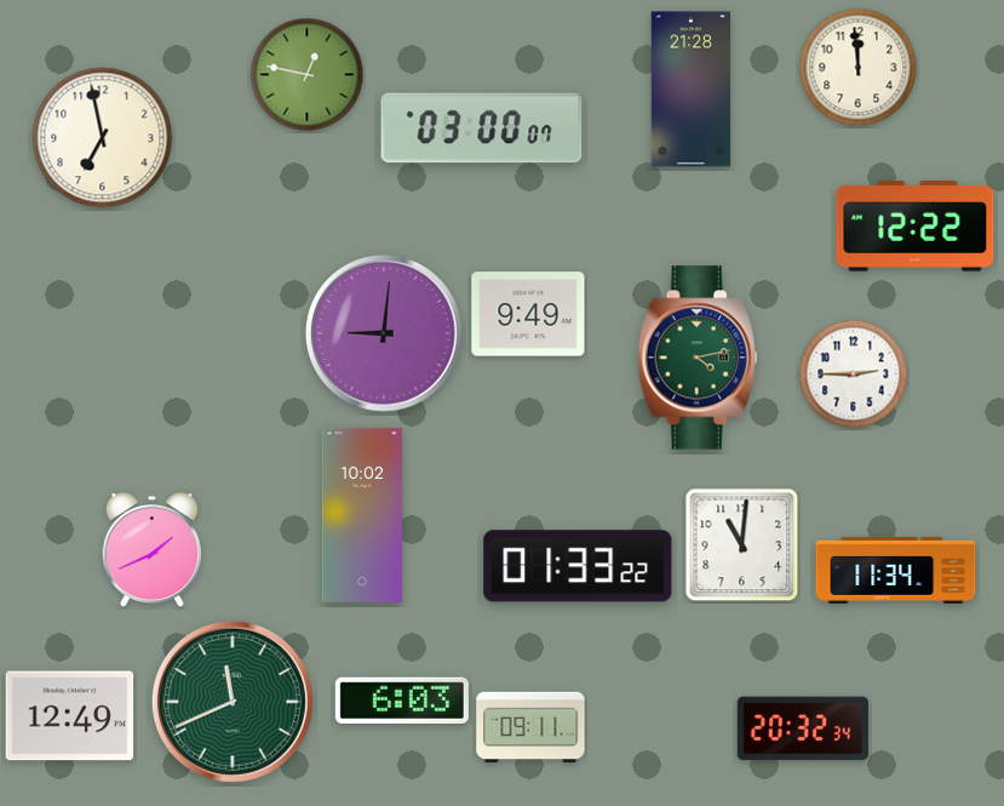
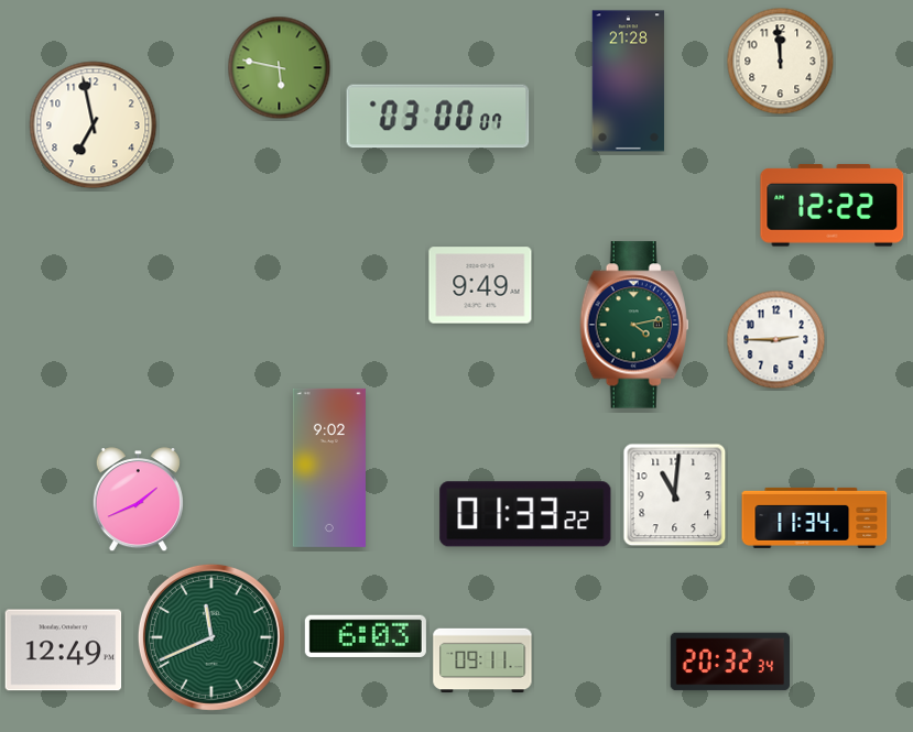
clock at (308, 75): 12:47 -> 5:47
clock at (384, 333): 9:01 -> none
clock at (362, 515): 10:02 -> 9:02
